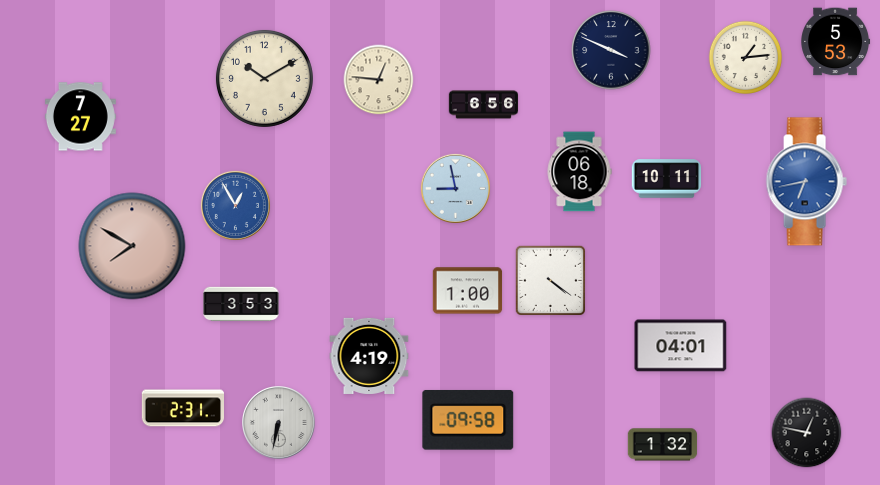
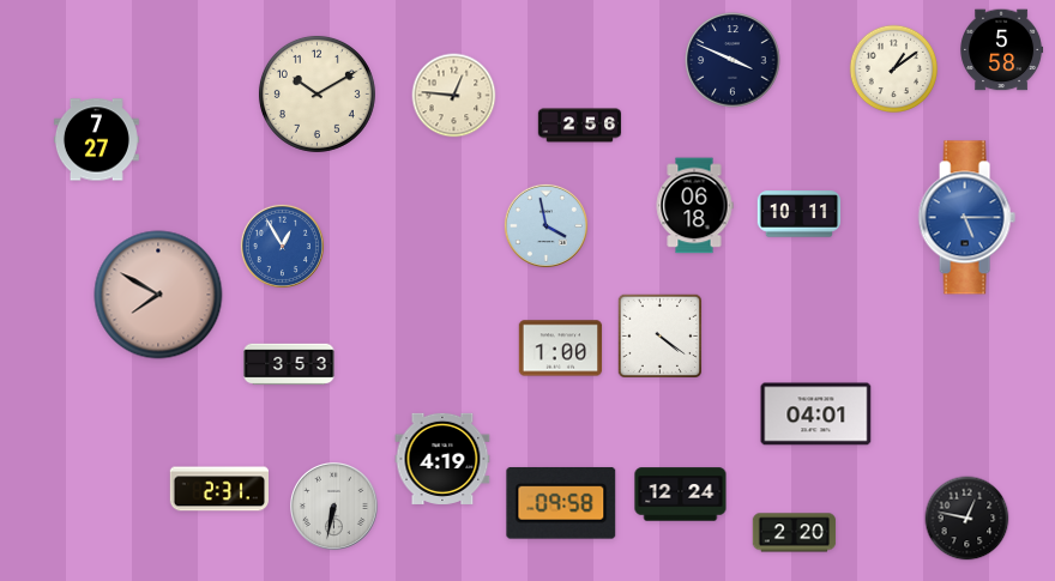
clock at (836, 42): 5:53 -> 5:58
clock at (746, 58): 1:14 -> 1:09
clock at (484, 105): 6:56 -> 2:56
clock at (806, 182): 6:43 -> 5:15
clock at (455, 188): 8:58 -> 3:58
clock at (369, 356) position: (369, 356) -> (442, 459)
clock at (681, 495): none -> 12:24
clock at (663, 445): 1:32 -> 2:20
